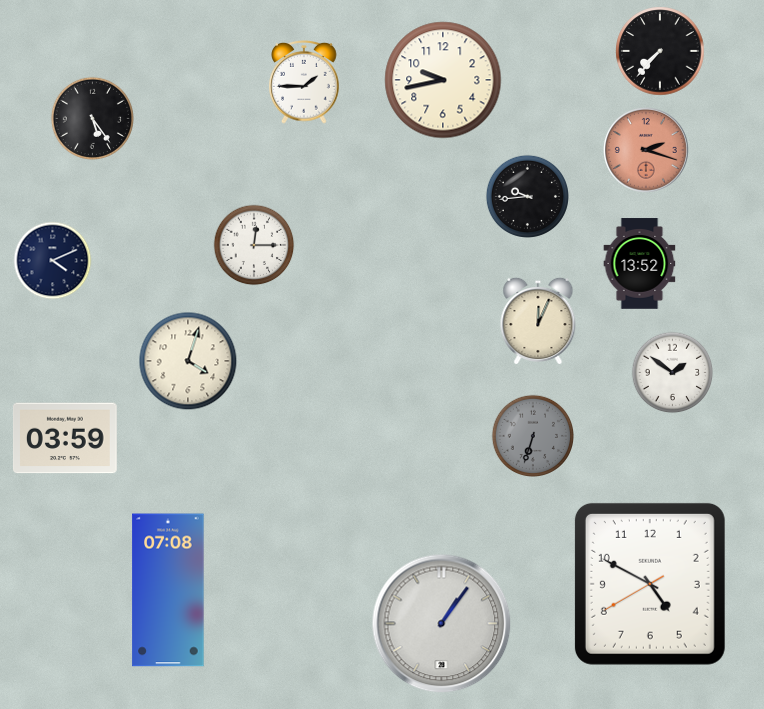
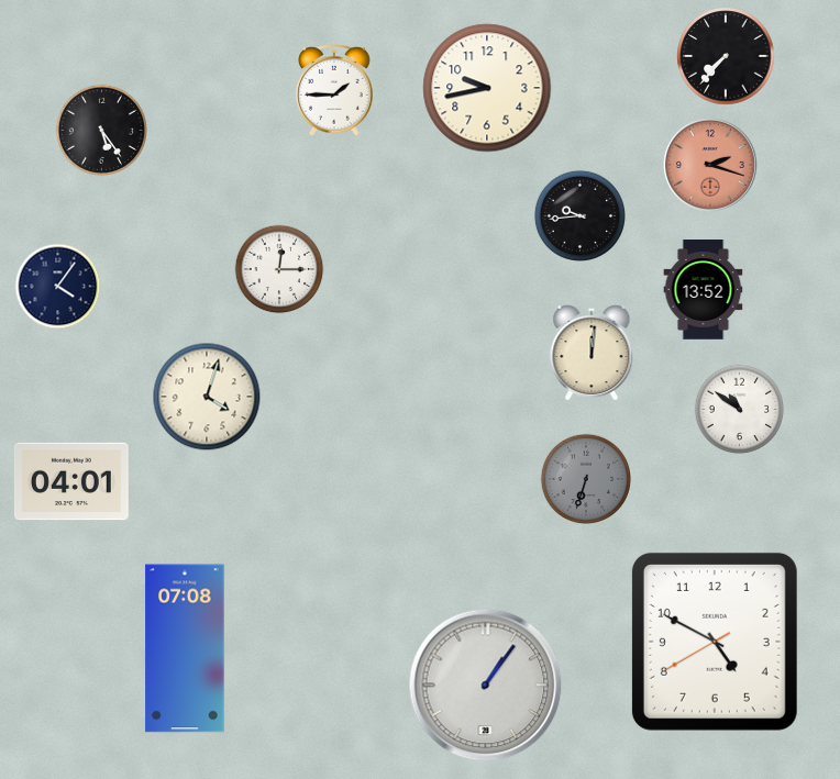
clock at (53, 261): 4:11 -> 4:06
clock at (538, 321): 12:04 -> 12:01
clock at (673, 373): 1:51 -> 10:51
clock at (65, 438): 03:59 -> 04:01
